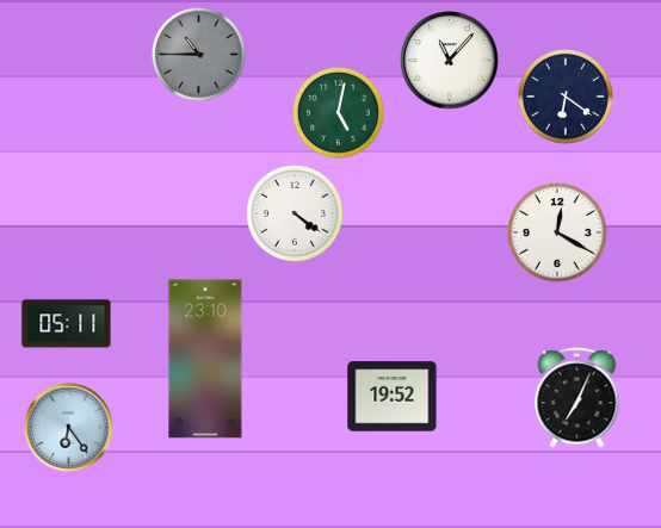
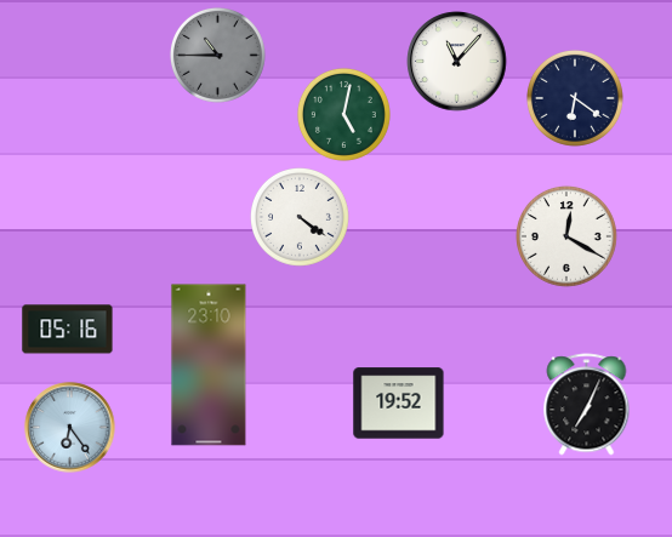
clock at (198, 54) position: (198, 54) -> (217, 55)
clock at (67, 324): 05:11 -> 05:16
clock at (69, 428) position: (69, 428) -> (70, 428)
